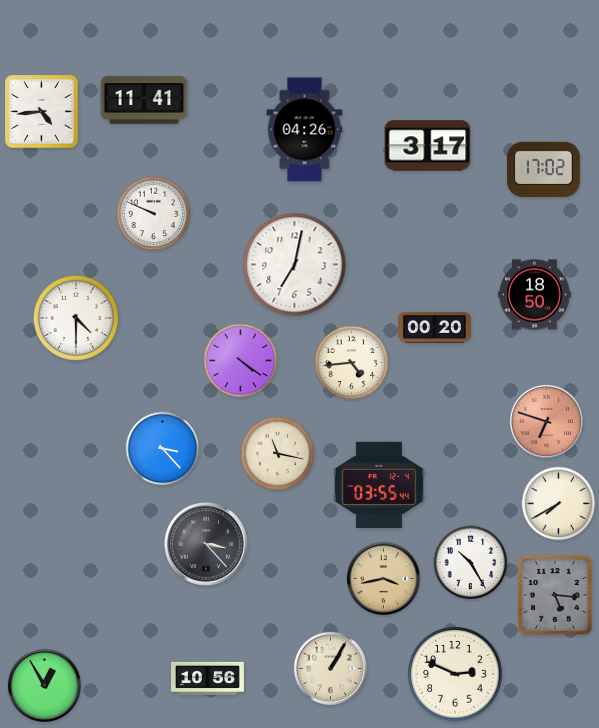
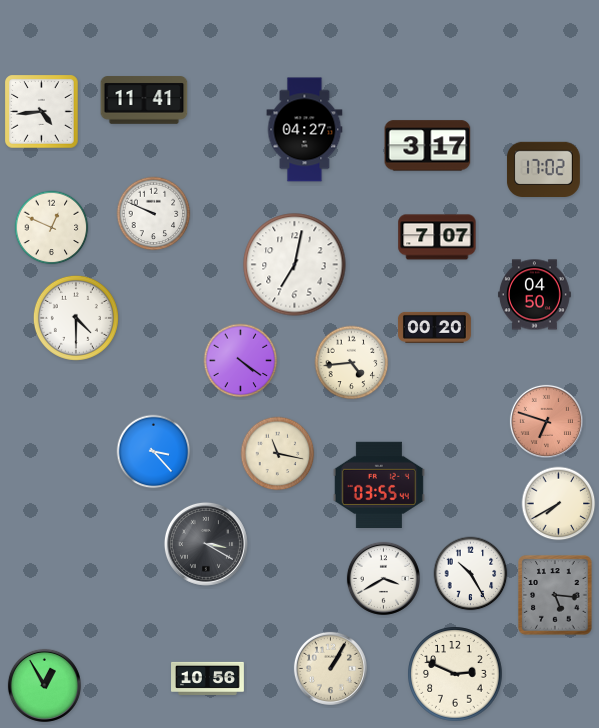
clock at (305, 130): 04:26 -> 04:27
clock at (52, 228): none -> 12:49
clock at (437, 237): none -> 7:07
clock at (534, 295): 18:50 -> 04:50
clock at (163, 449) position: (163, 449) -> (154, 452)
clock at (206, 544): 3:23 -> 3:20
clock at (471, 563) position: (471, 563) -> (471, 574)
clock at (383, 578): 3:43 -> 3:40
clock at (383, 578) dial: champagne -> white
